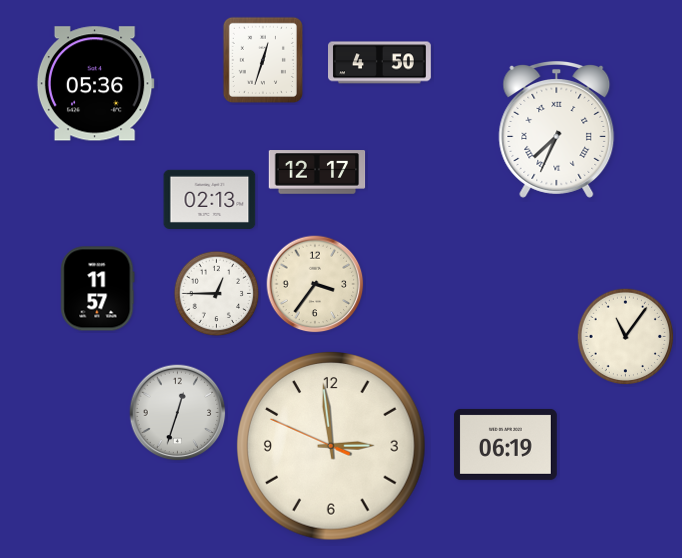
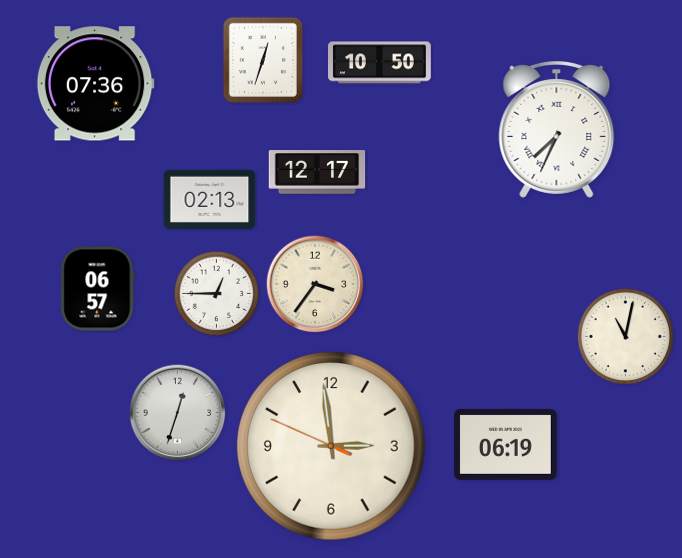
clock at (380, 63): 4:50 -> 10:50
clock at (95, 84): 05:36 -> 07:36
clock at (98, 289): 11:57 -> 06:57
clock at (626, 337): 11:06 -> 11:02
